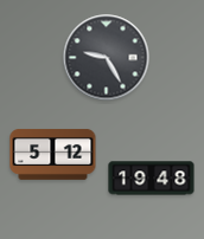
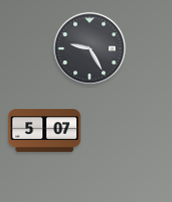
clock at (53, 154): 5:12 -> 5:07
clock at (152, 179): 19:48 -> none
